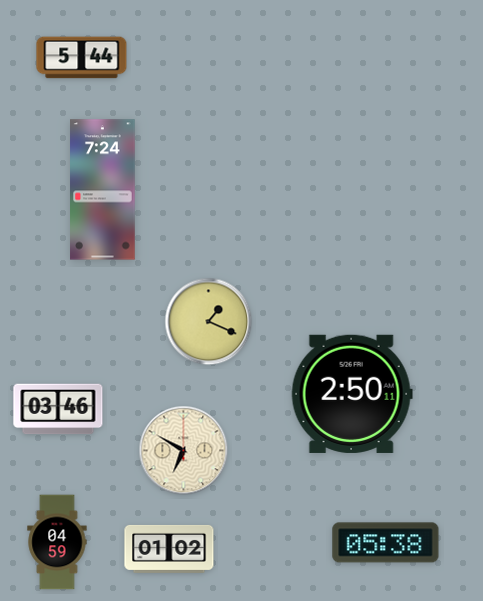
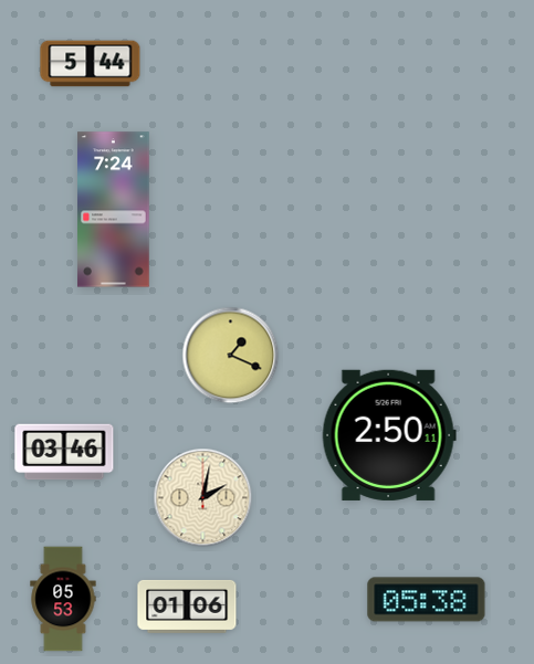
clock at (184, 451): 6:50 -> 2:02
clock at (57, 542): 04:59 -> 05:53
clock at (169, 549): 01:02 -> 01:06
